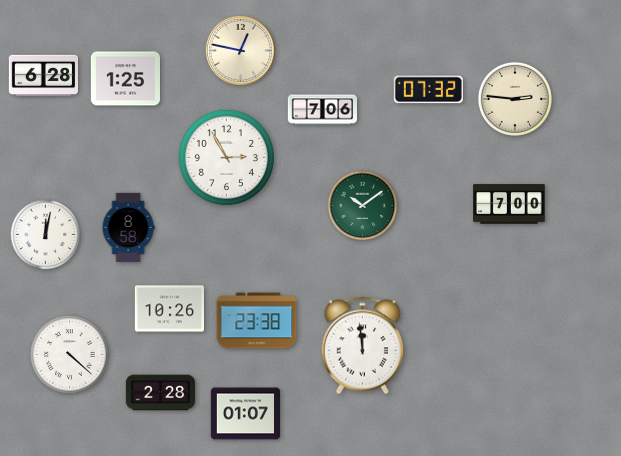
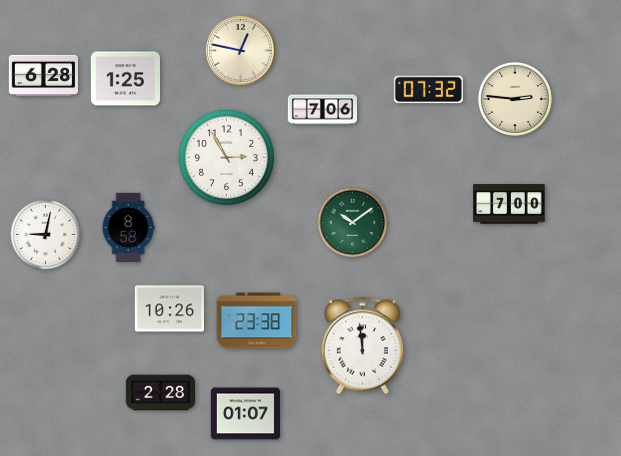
clock at (363, 206) position: (363, 206) -> (353, 223)
clock at (46, 235): 12:02 -> 9:02
clock at (70, 355): 4:22 -> none
